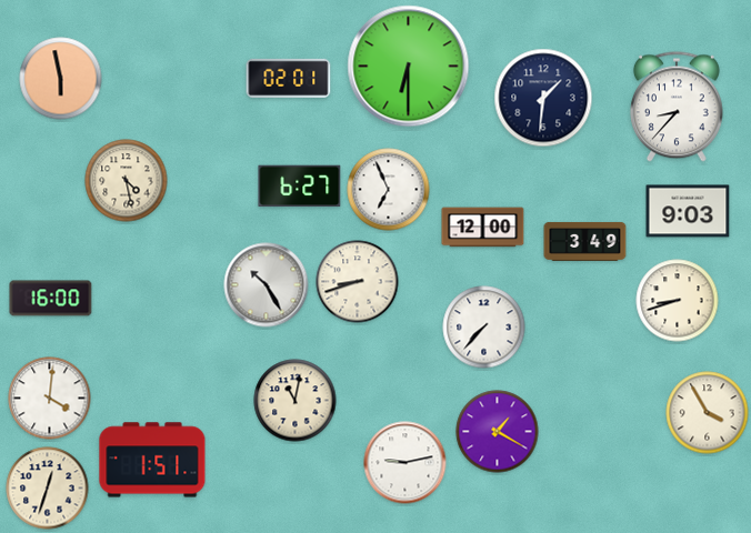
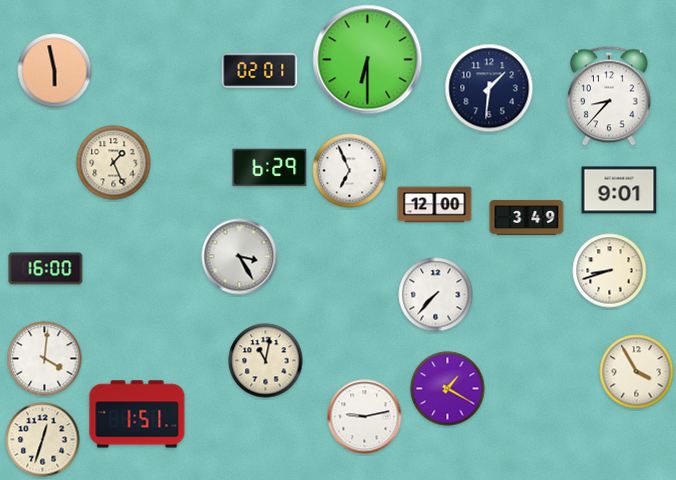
clock at (127, 181): 4:28 -> 1:26
clock at (300, 187): 6:27 -> 6:29
clock at (688, 211): 9:03 -> 9:01
clock at (358, 282): 8:42 -> none
clock at (267, 285): 10:25 -> 3:25
